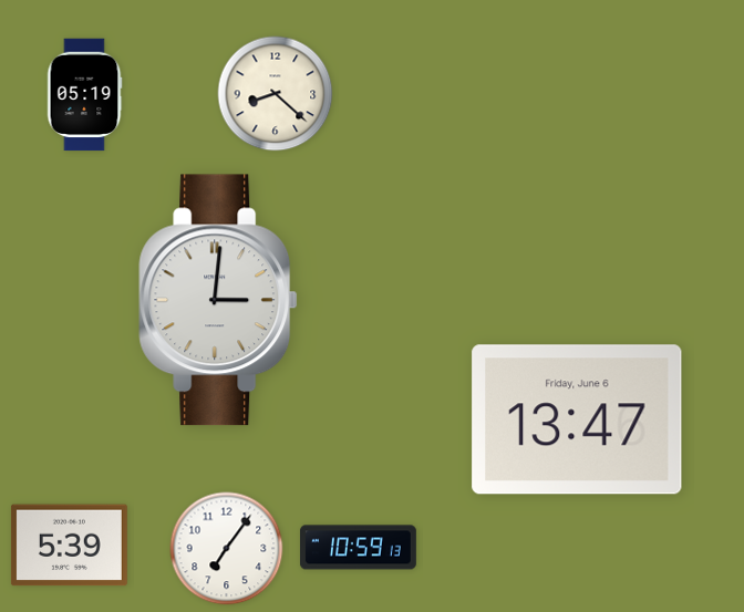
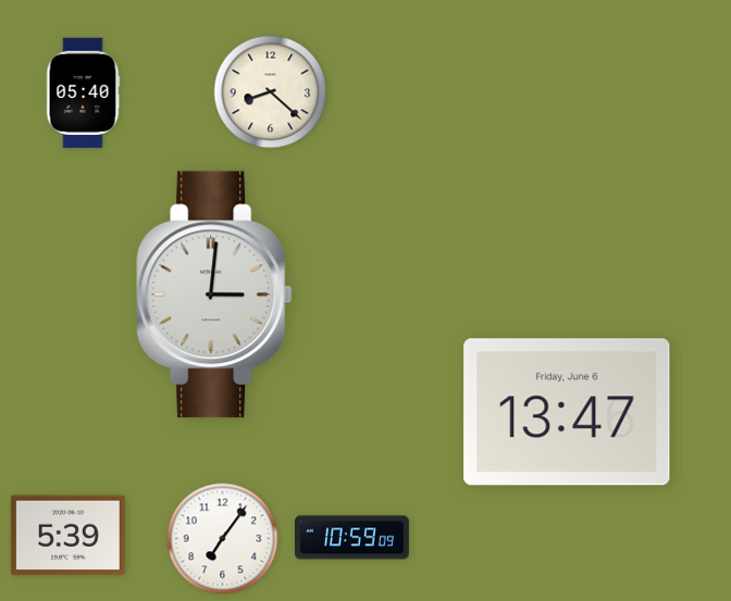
clock at (84, 95): 05:19 -> 05:40
clock at (358, 548): 10:59:13 -> 10:59:09
